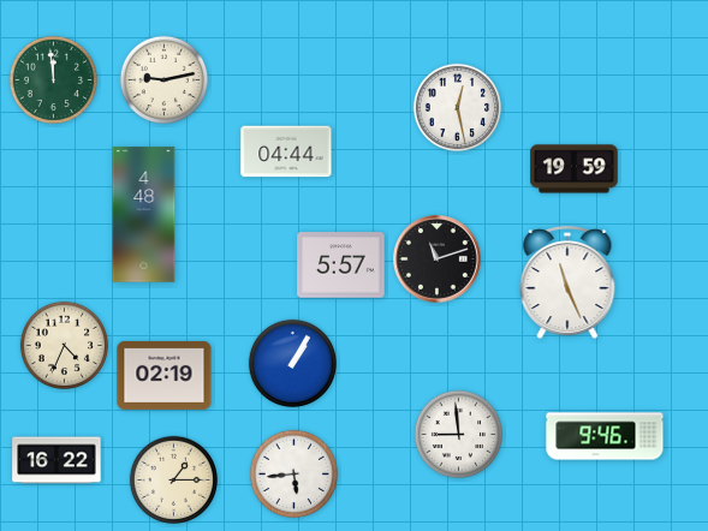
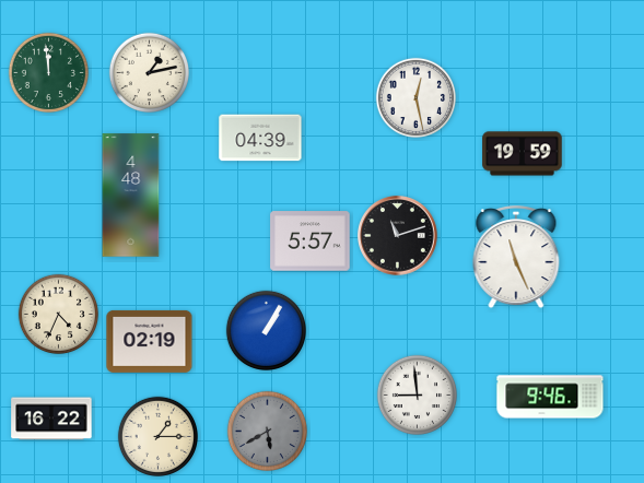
clock at (163, 79): 9:13 -> 1:13
clock at (286, 151): 04:44 -> 04:39
clock at (293, 473): 5:44 -> 5:40
clock at (293, 473) dial: white -> grey
